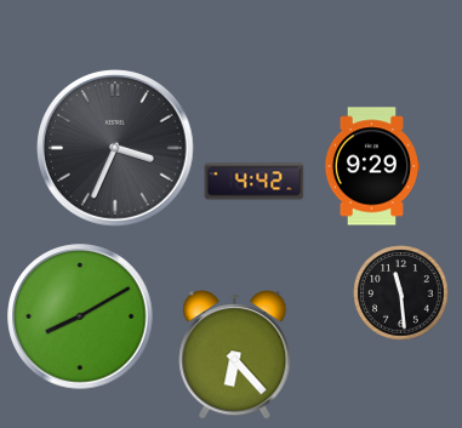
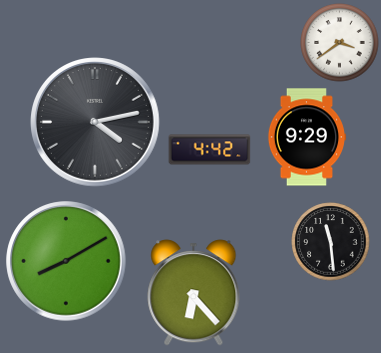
clock at (340, 43): none -> 3:39
clock at (115, 148): 3:34 -> 4:13
